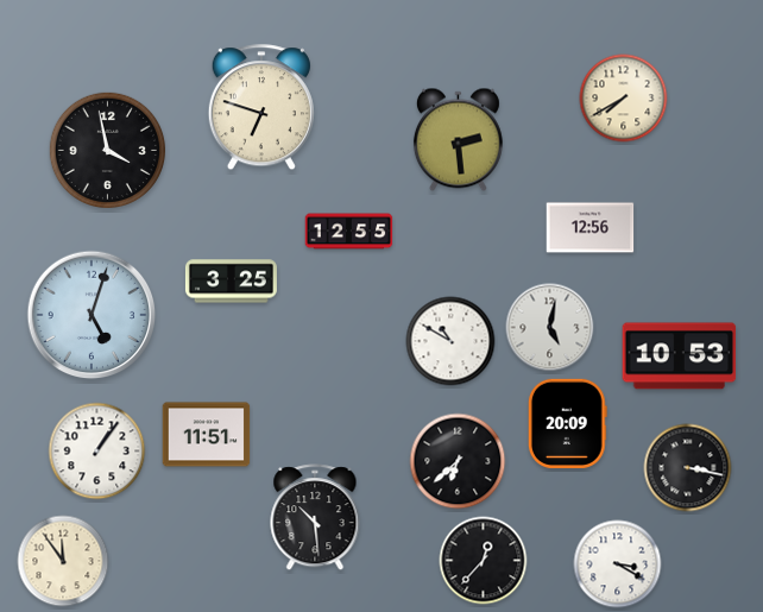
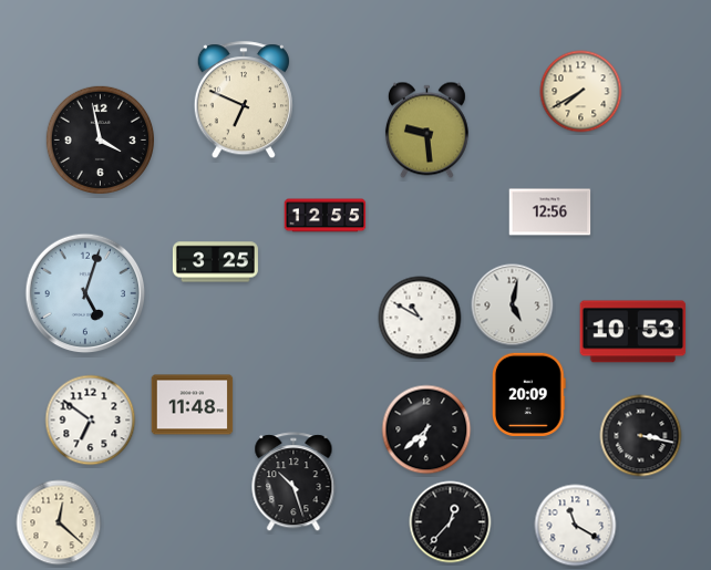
clock at (261, 108): 6:48 -> 6:49
clock at (458, 140): 2:29 -> 9:29
clock at (207, 435): 11:51 -> 11:48
clock at (97, 452): 1:06 -> 6:51
clock at (315, 518): 10:29 -> 10:27
clock at (63, 561): 11:54 -> 12:22
clock at (618, 564): 3:20 -> 11:20
